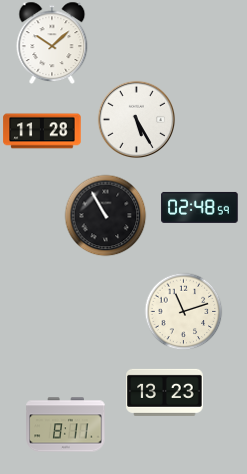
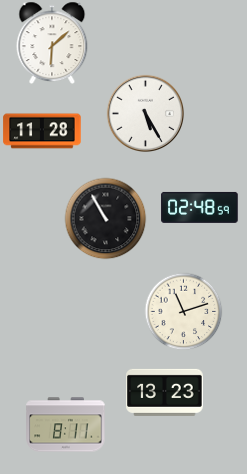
clock at (52, 43): 10:08 -> 6:08
clock at (136, 119) position: (136, 119) -> (145, 113)
clock at (105, 215) position: (105, 215) -> (105, 218)
